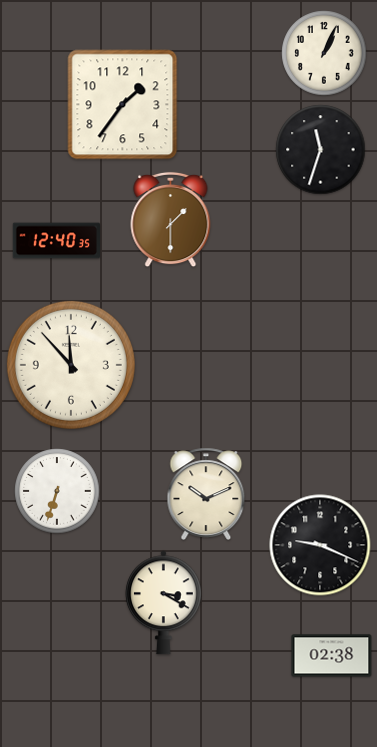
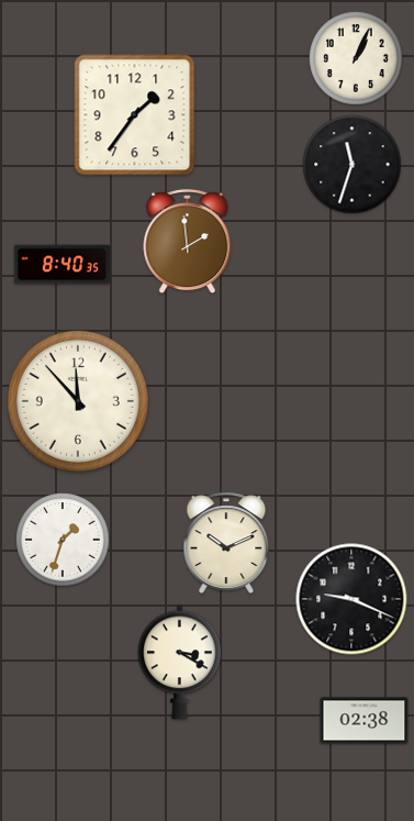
clock at (171, 220): 1:30 -> 1:59
clock at (56, 241): 12:40 -> 8:40
clock at (57, 491): 6:33 -> 1:33
